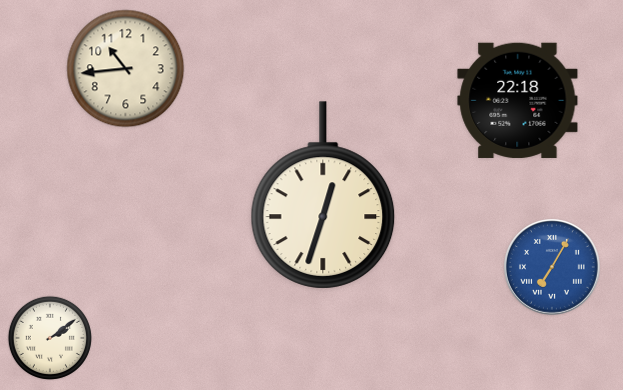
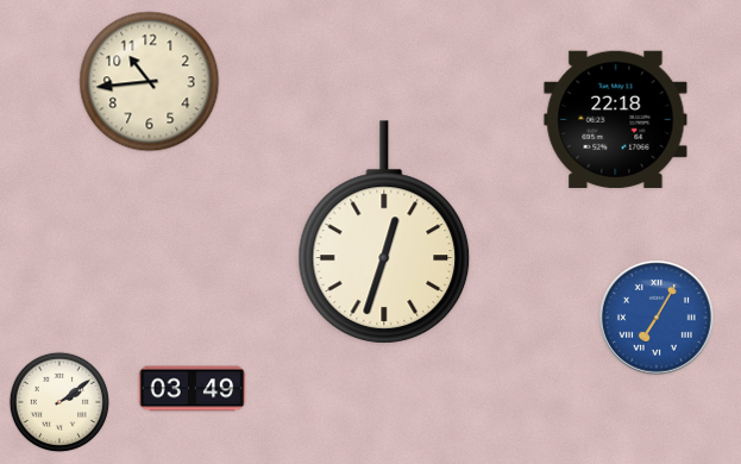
clock at (193, 389): none -> 03:49
